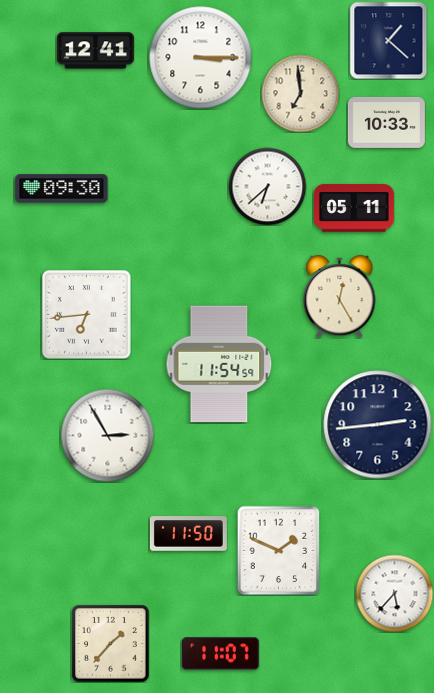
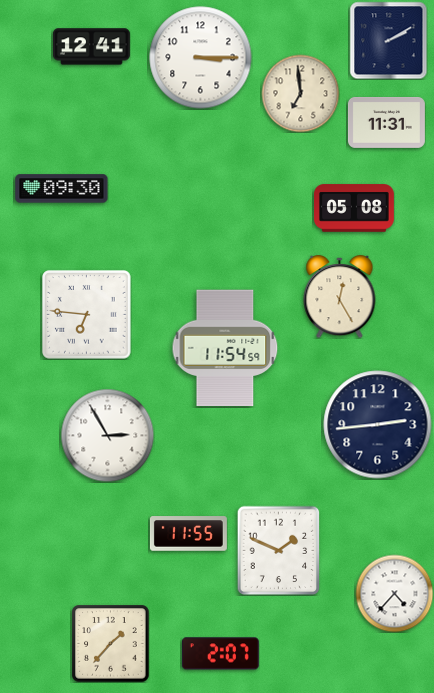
clock at (388, 40): 1:22 -> 2:10
clock at (95, 51) position: (95, 51) -> (91, 47)
clock at (386, 122): 10:33 -> 11:31
clock at (267, 186): 6:38 -> none
clock at (355, 208): 05:11 -> 05:08
clock at (87, 315): 6:44 -> 6:46
clock at (219, 364) position: (219, 364) -> (225, 348)
clock at (188, 534): 11:50 -> 11:55
clock at (394, 593): 5:37 -> 4:37
clock at (220, 654): 11:07 -> 2:07
